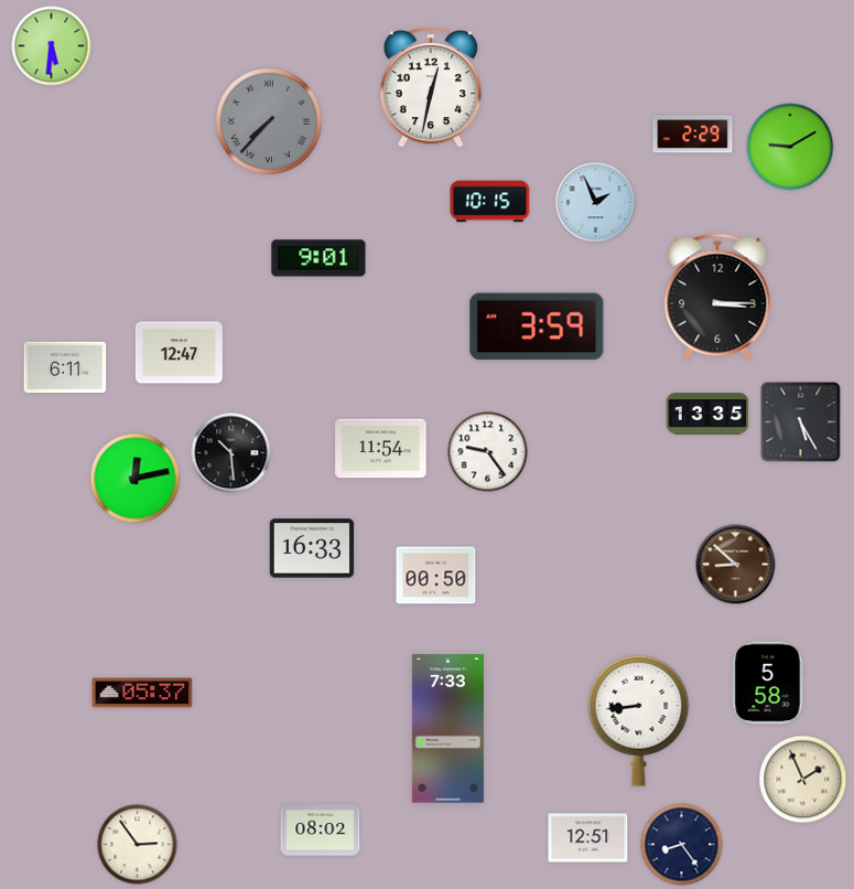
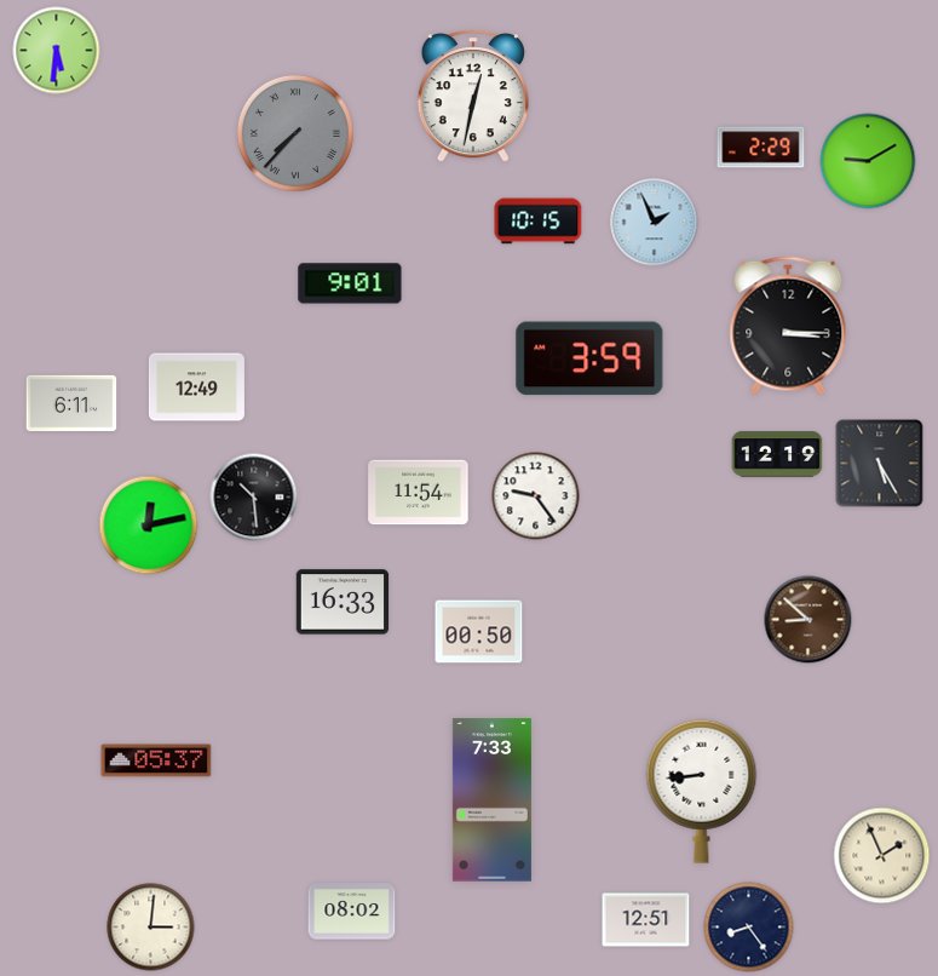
clock at (179, 353): 12:47 -> 12:49
clock at (707, 414): 13:35 -> 12:19
clock at (768, 683): 5:58 -> none
clock at (138, 845): 2:54 -> 3:01
